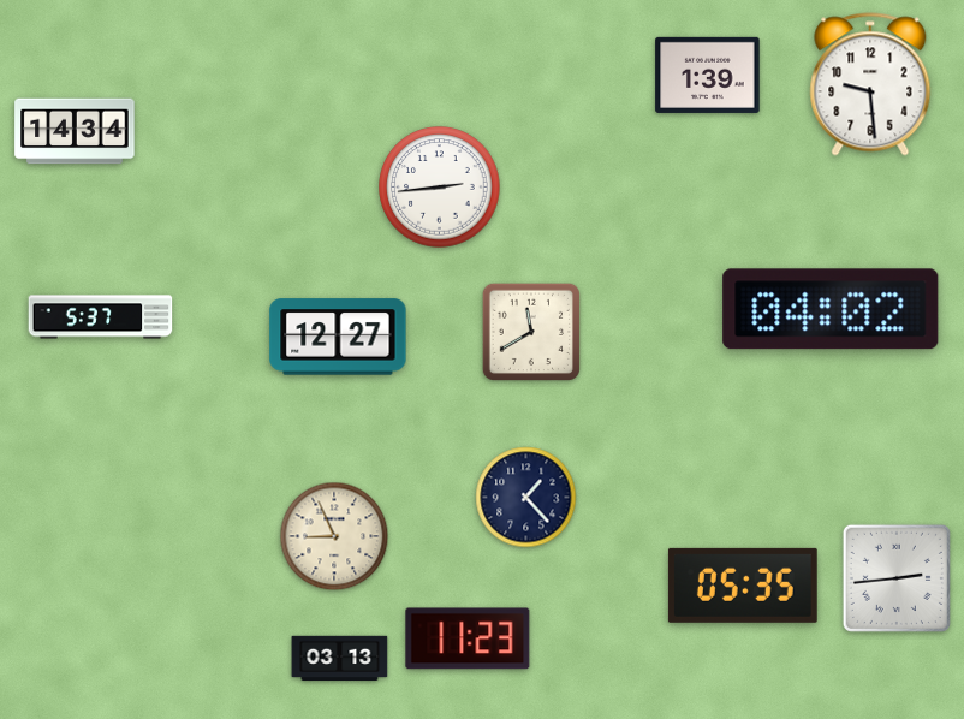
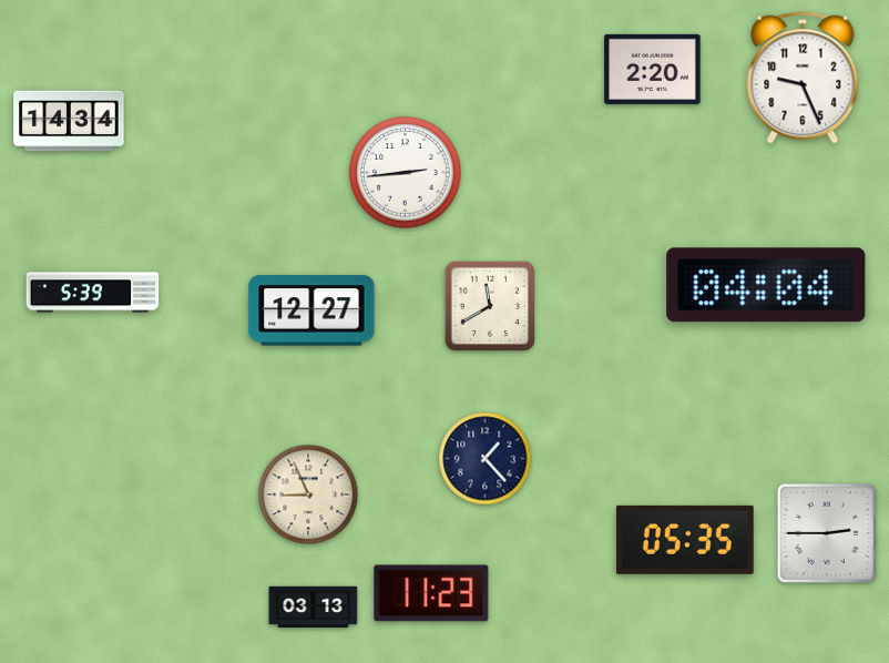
clock at (708, 75): 1:39 -> 2:20
clock at (870, 84): 9:29 -> 9:26
clock at (831, 309): 04:02 -> 04:04
clock at (101, 317): 5:37 -> 5:39
clock at (897, 578): 2:44 -> 2:45
clock at (468, 638) position: (468, 638) -> (431, 593)
